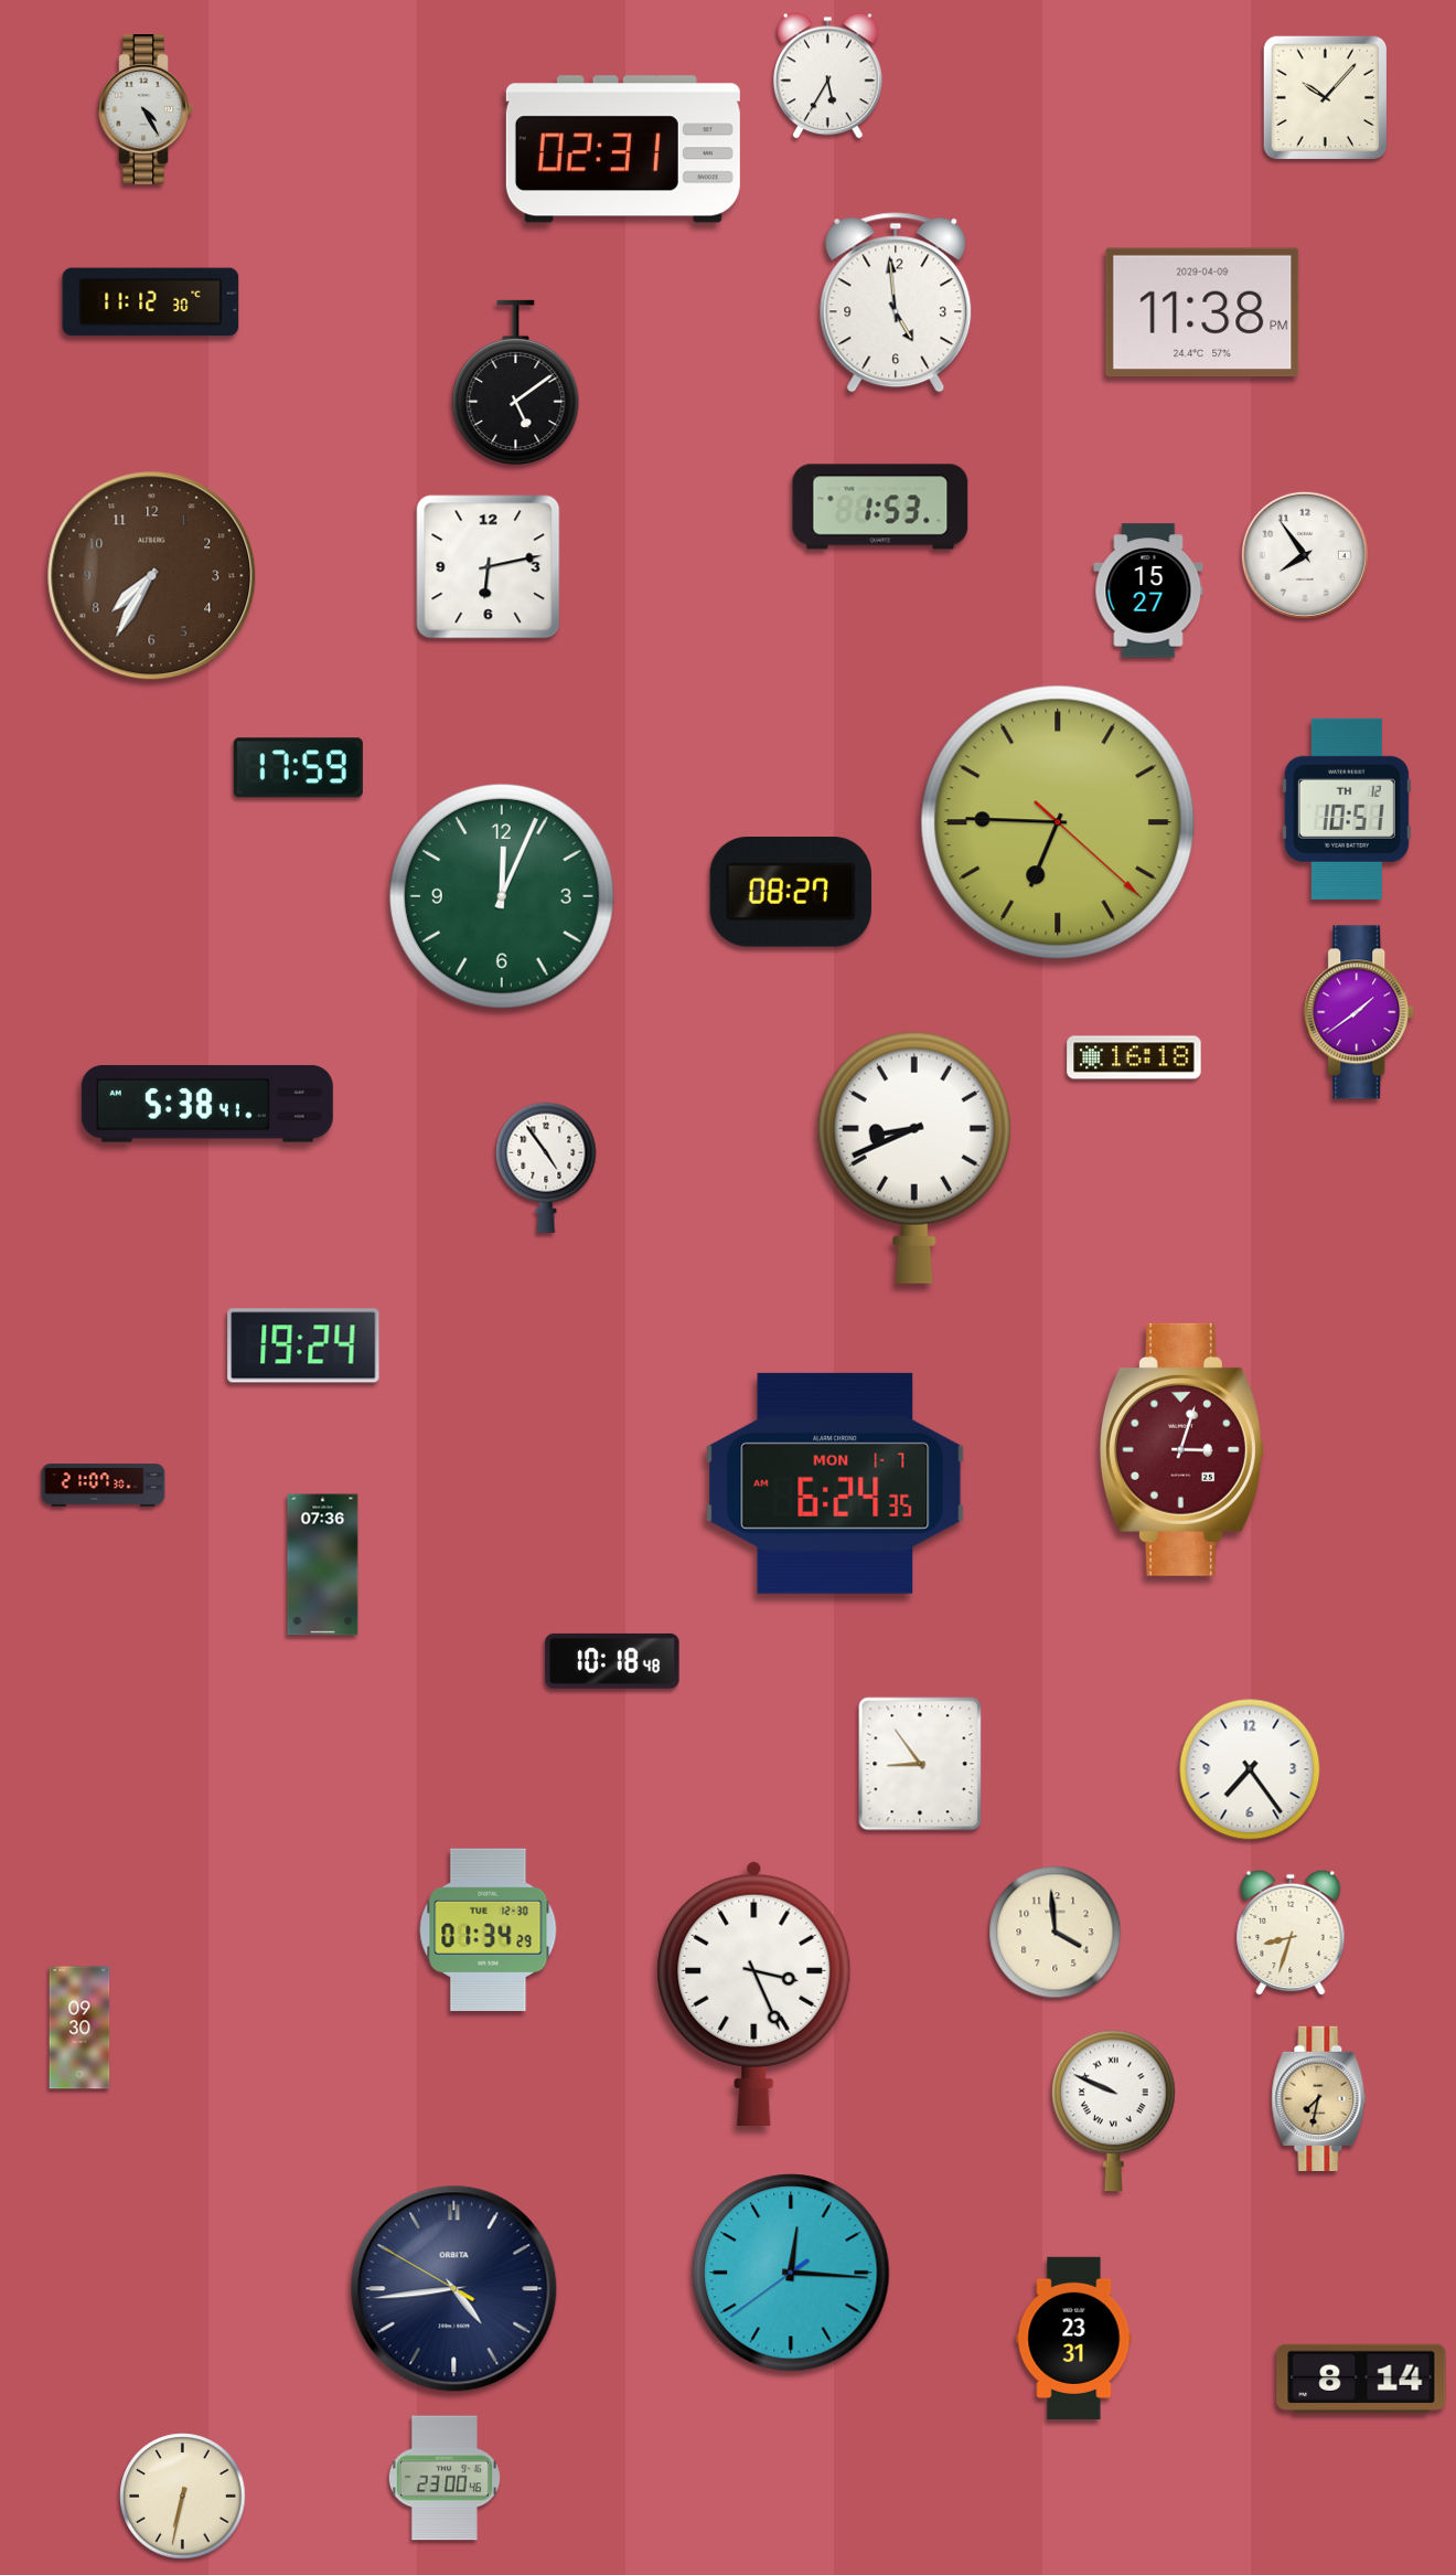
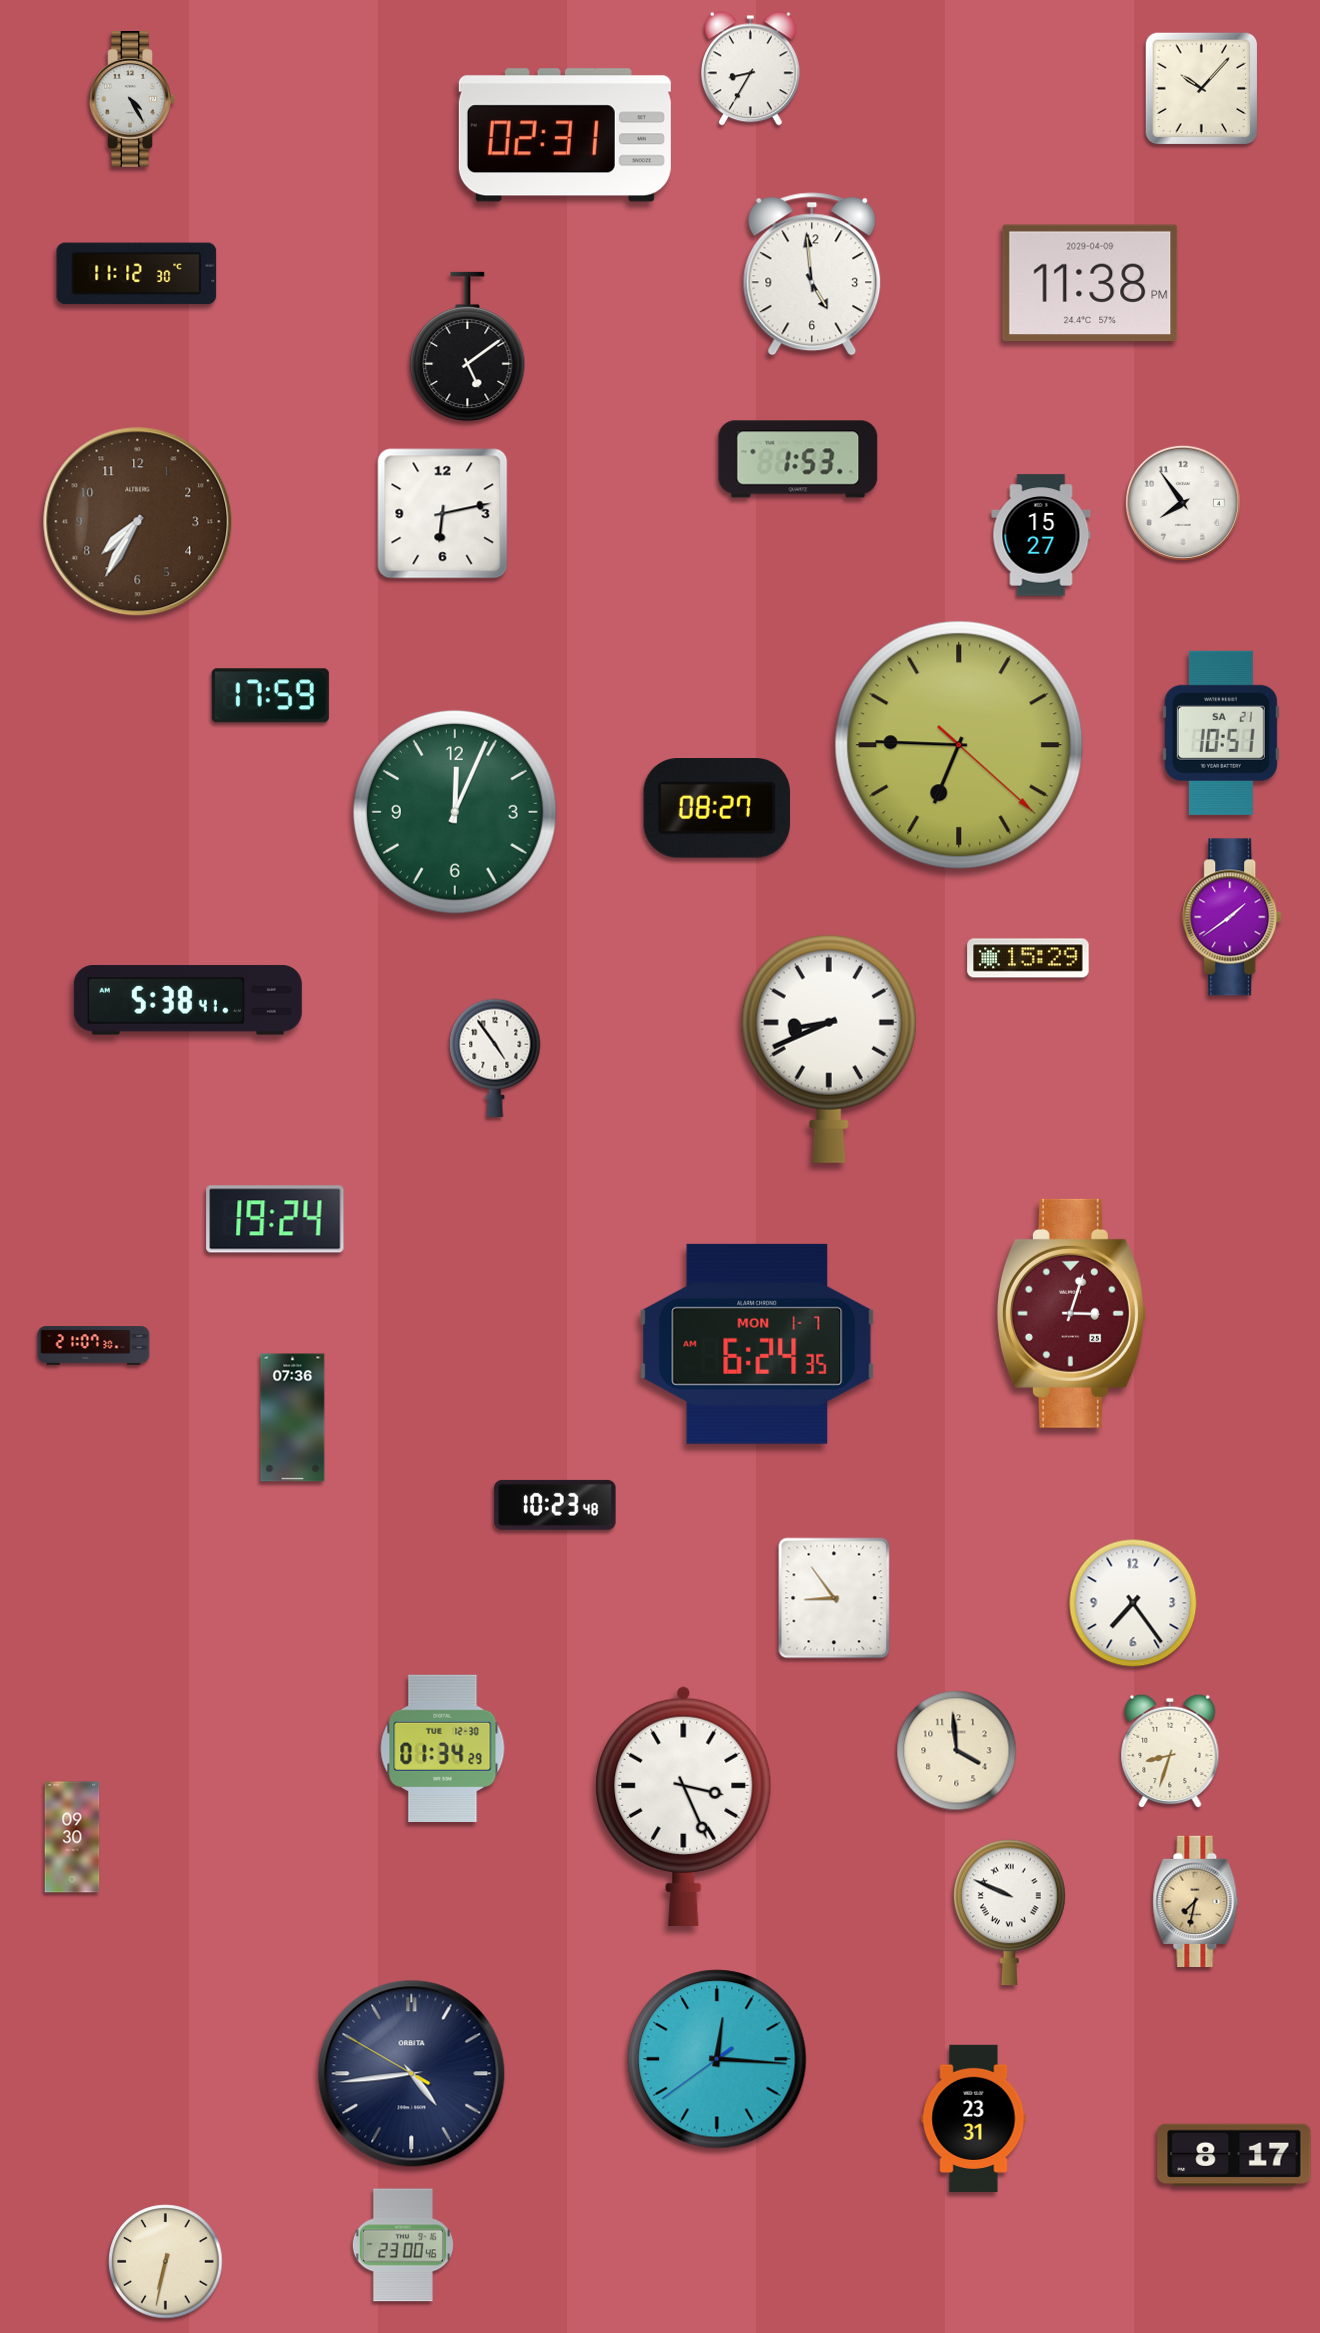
clock at (827, 76): 5:35 -> 8:35
clock at (1347, 809) date: TH 12 -> SA 21
clock at (1134, 1057): 16:18 -> 15:29
clock at (612, 1661): 10:18 -> 10:23
clock at (1361, 2377): 8:14 -> 8:17
